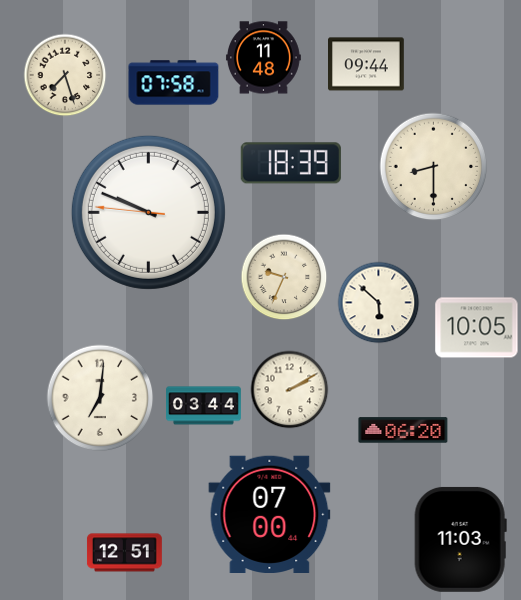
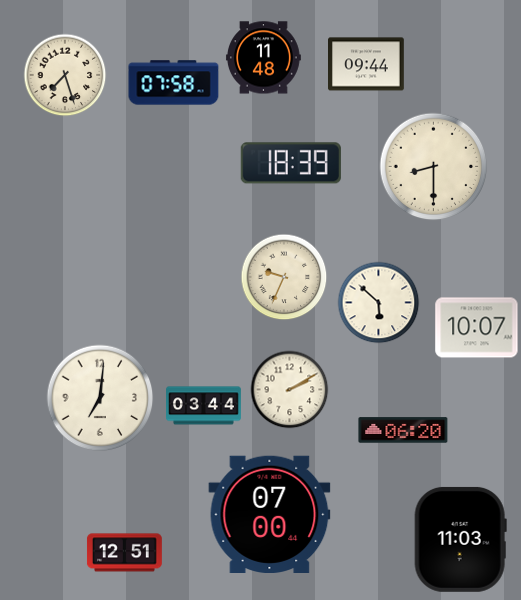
clock at (148, 212): 9:48 -> none
clock at (477, 328): 10:05 -> 10:07
